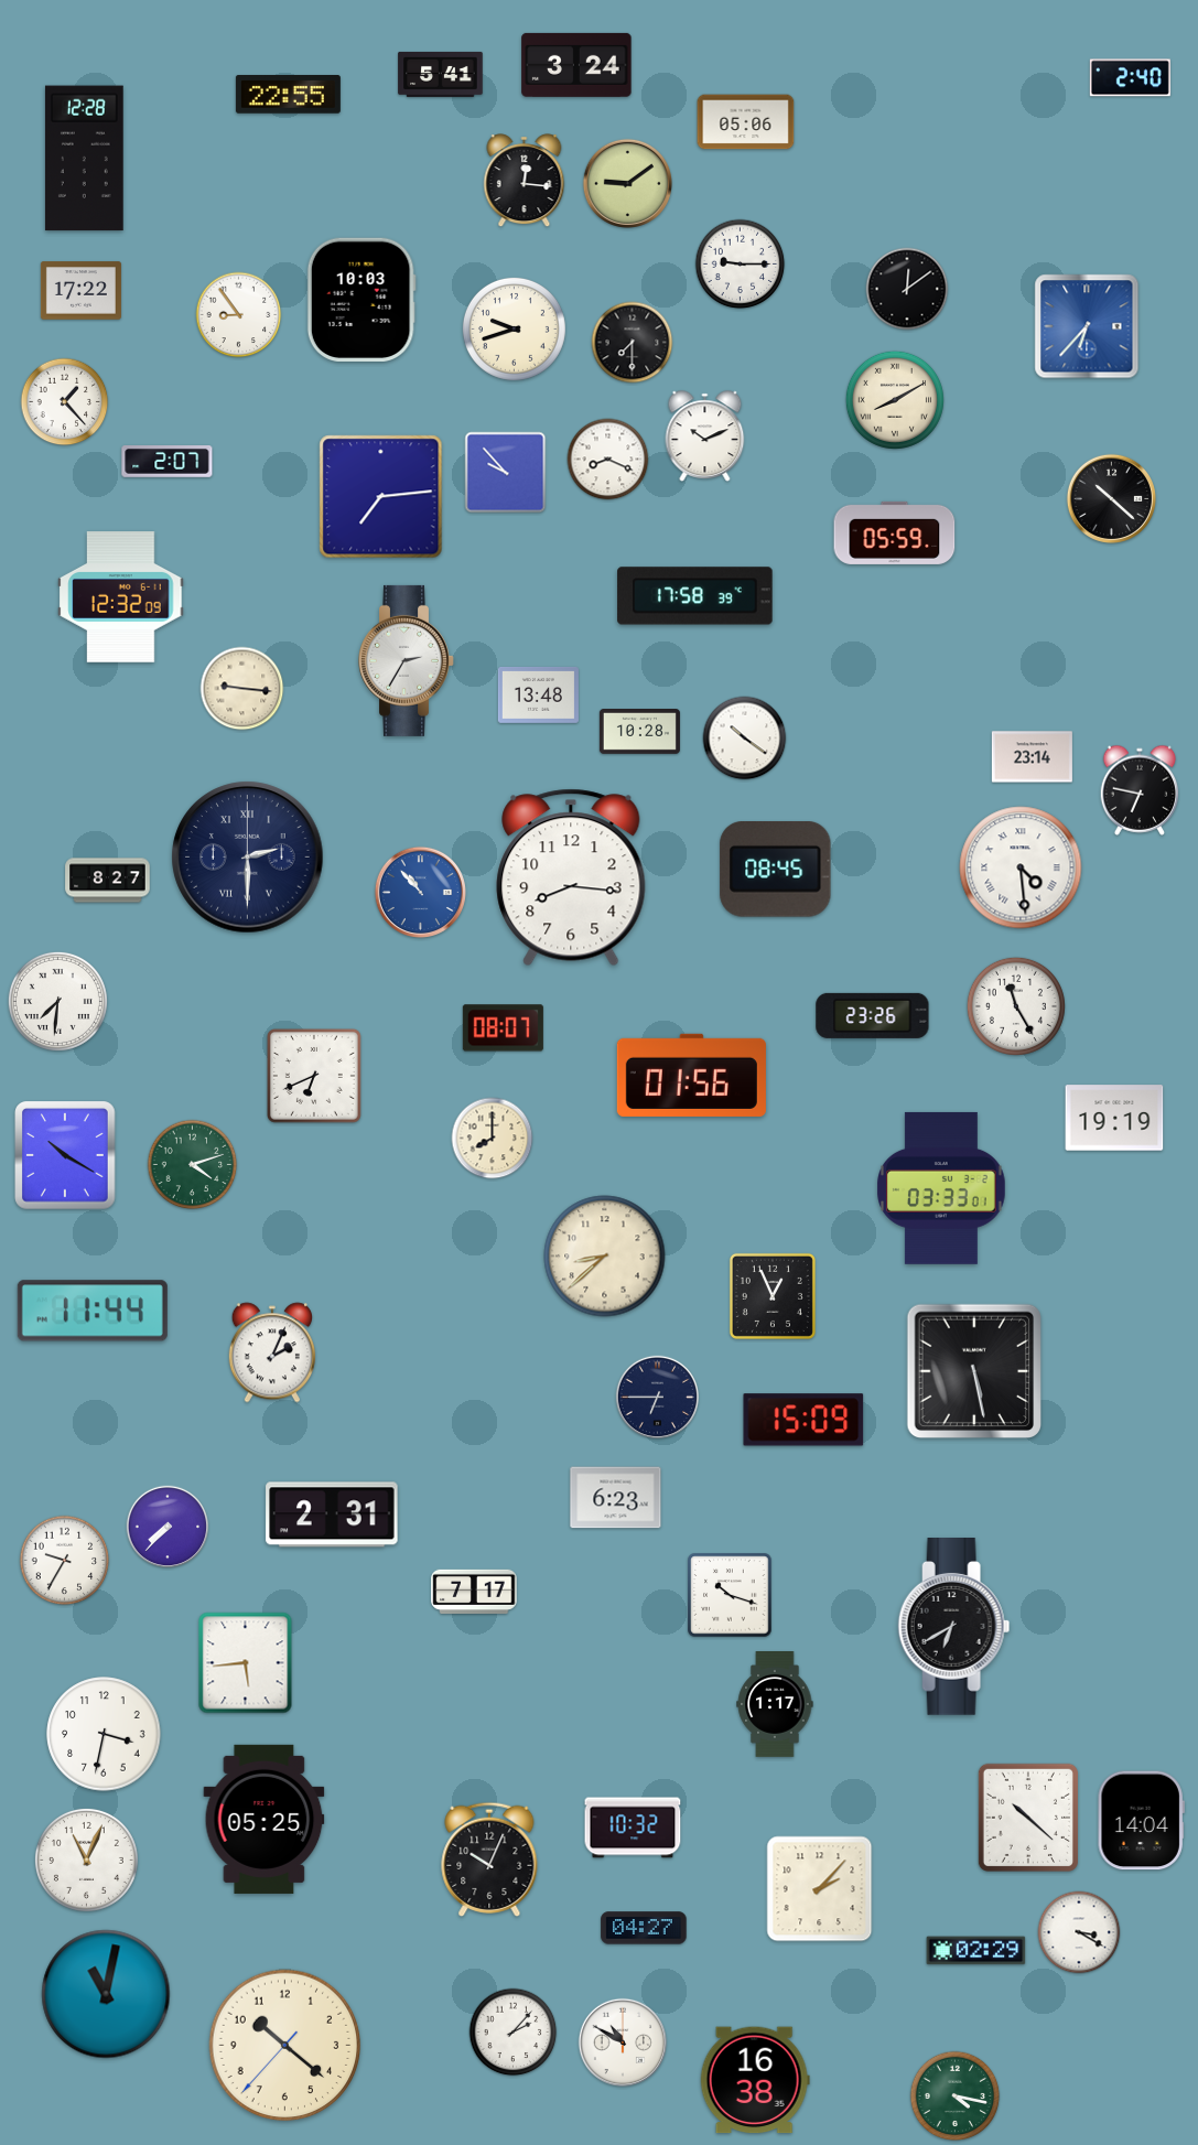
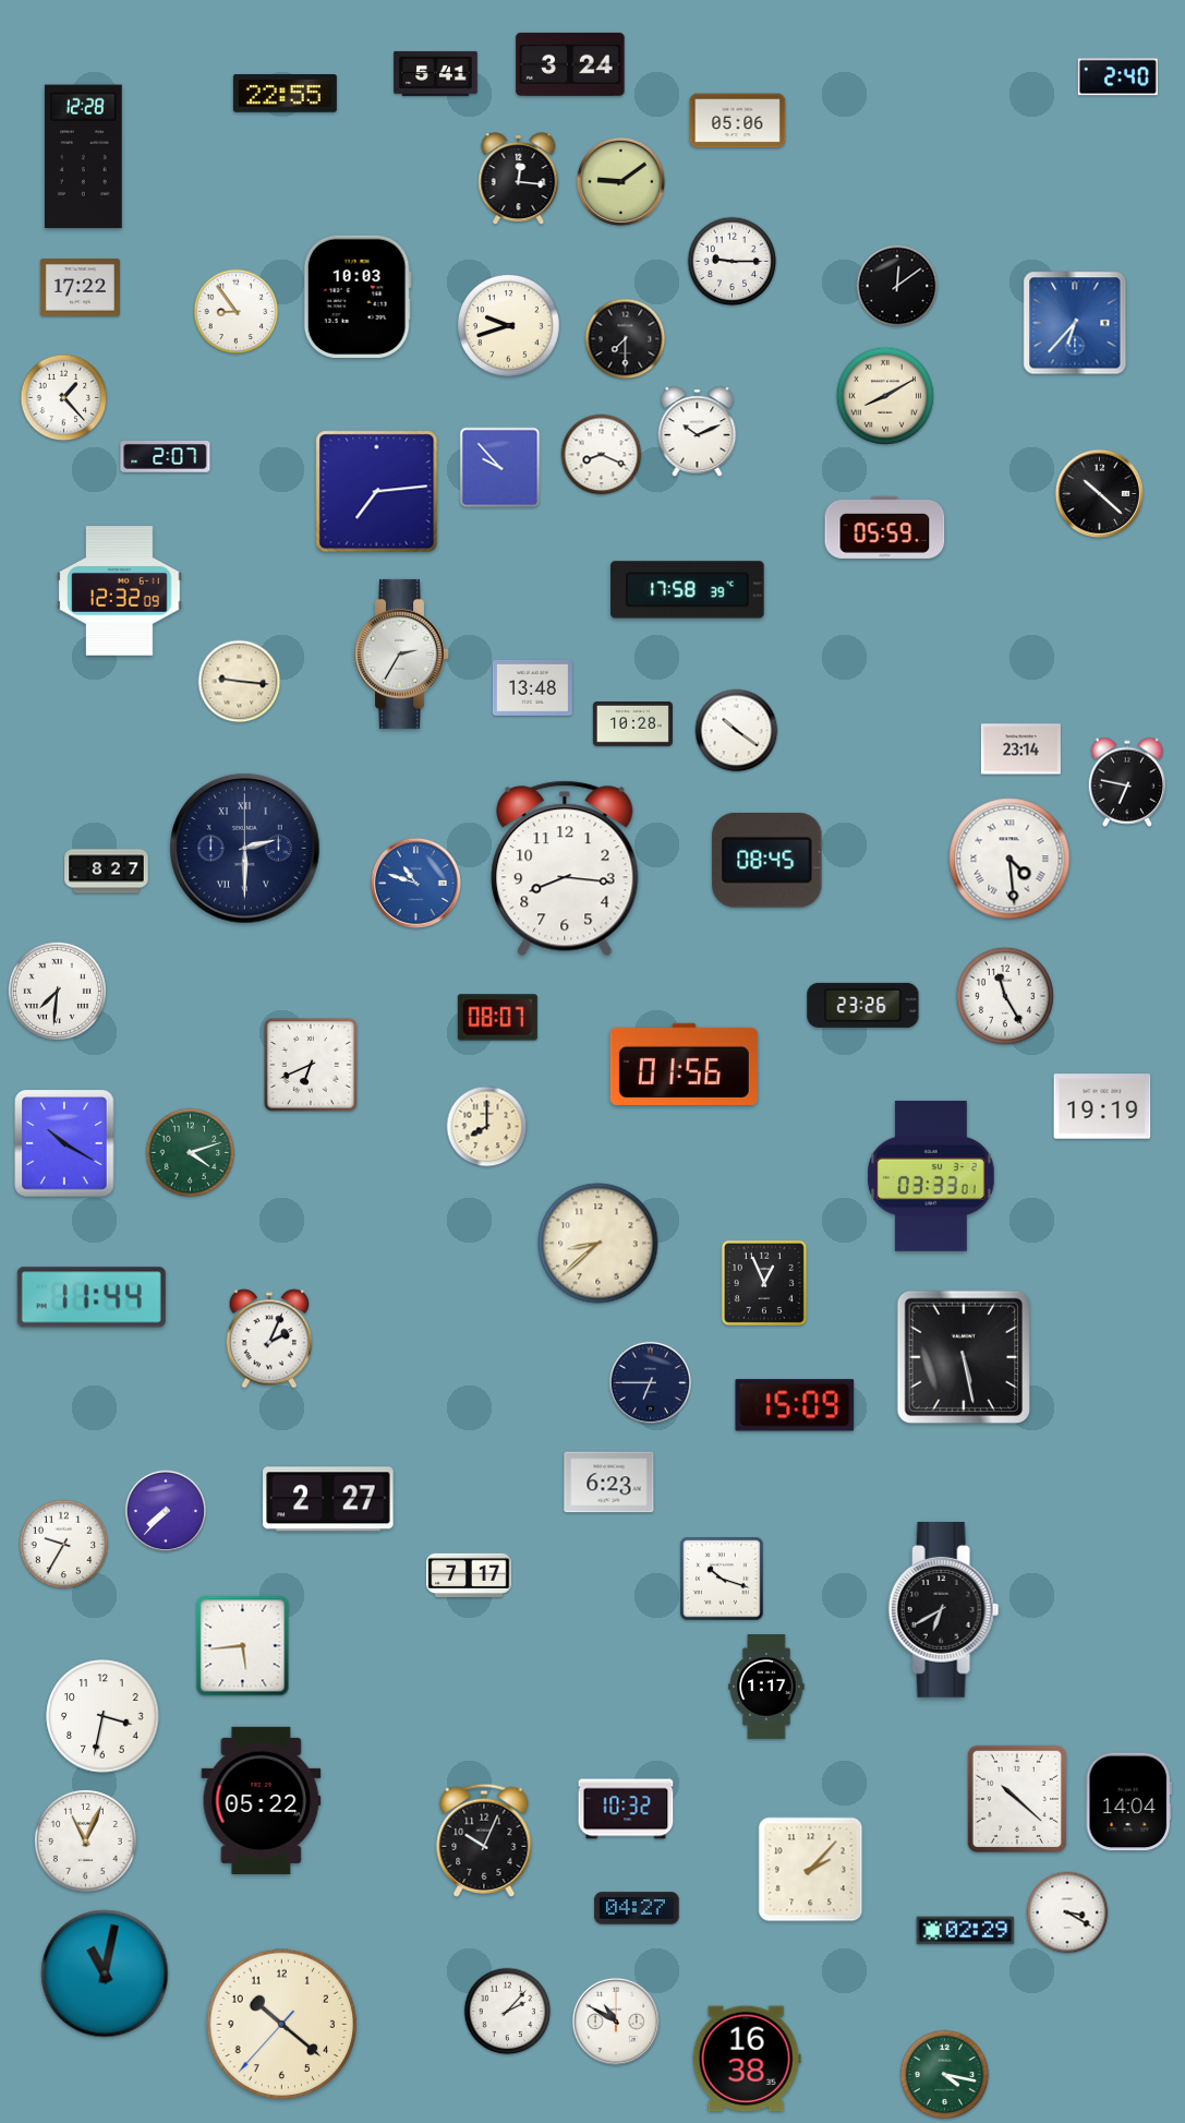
clock at (420, 892): 10:53 -> 10:48
clock at (332, 1515): 2:31 -> 2:27
clock at (265, 1819): 05:25 -> 05:22
